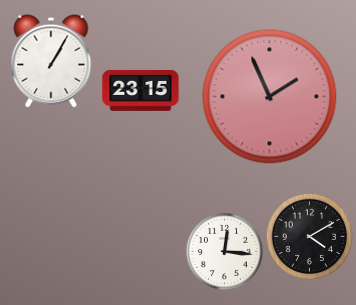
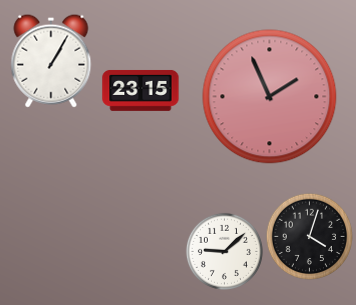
clock at (309, 236): 4:10 -> 4:03
clock at (224, 251): 12:16 -> 9:08
